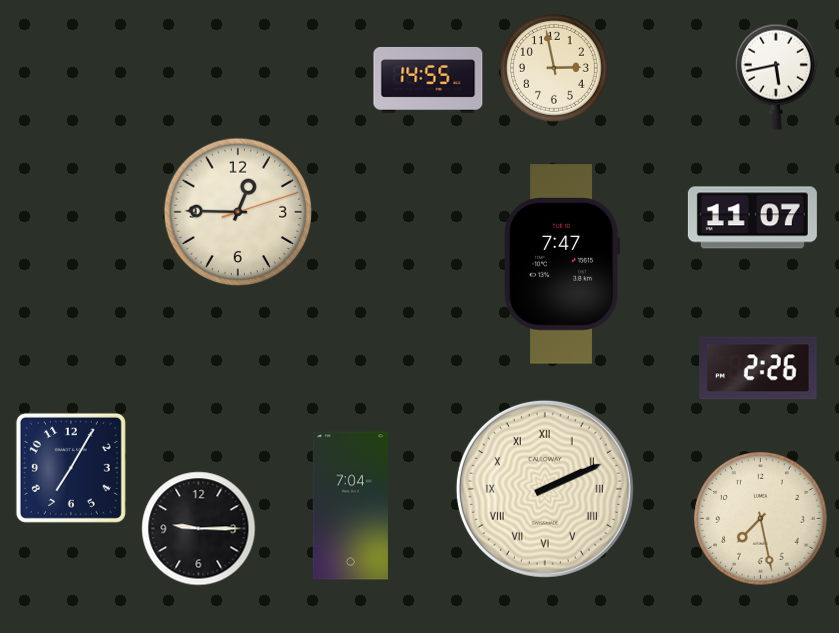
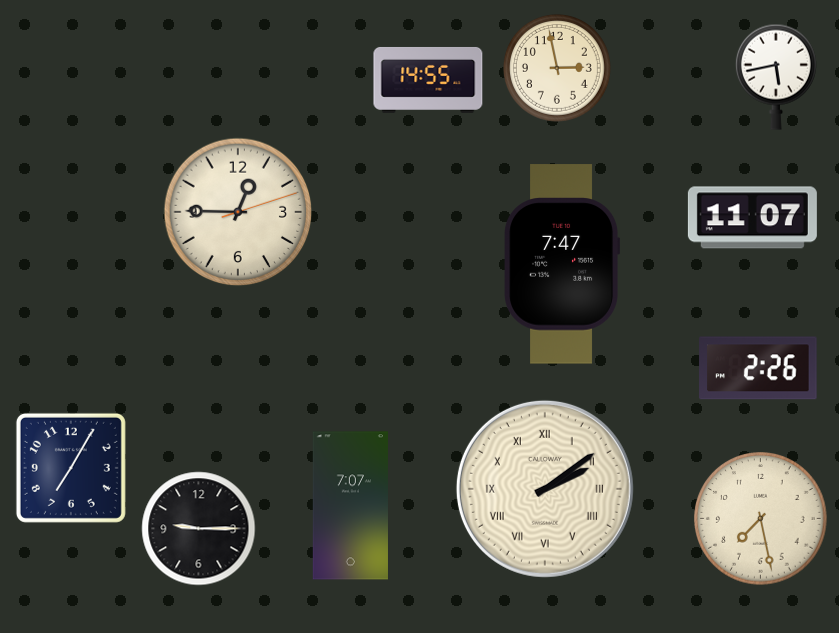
clock at (554, 68) position: (554, 68) -> (557, 68)
clock at (545, 489): 2:11 -> 2:09
clock at (350, 506): 7:04 -> 7:07
